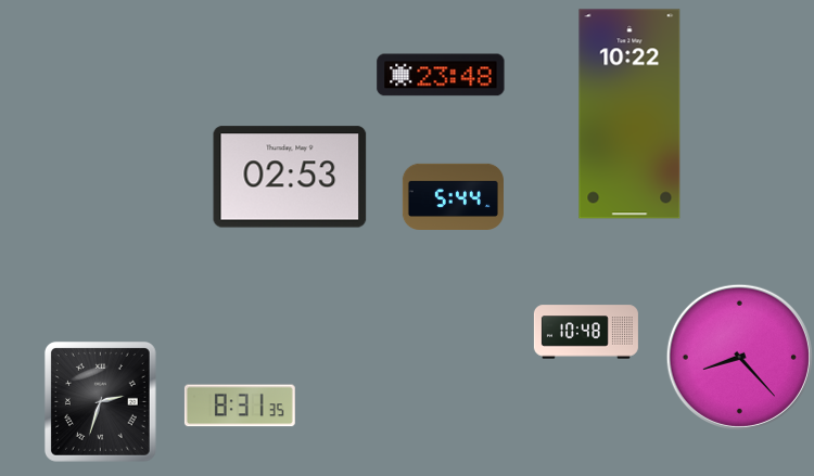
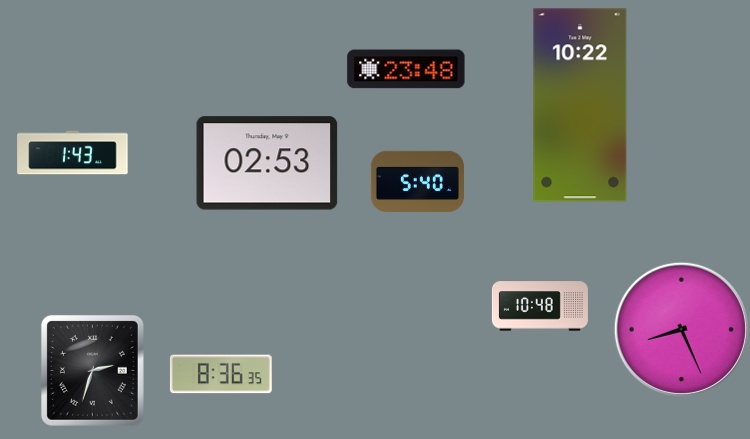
clock at (73, 153): none -> 1:43
clock at (453, 196): 5:44 -> 5:40
clock at (739, 357): 8:23 -> 8:26
clock at (240, 406): 8:31 -> 8:36
